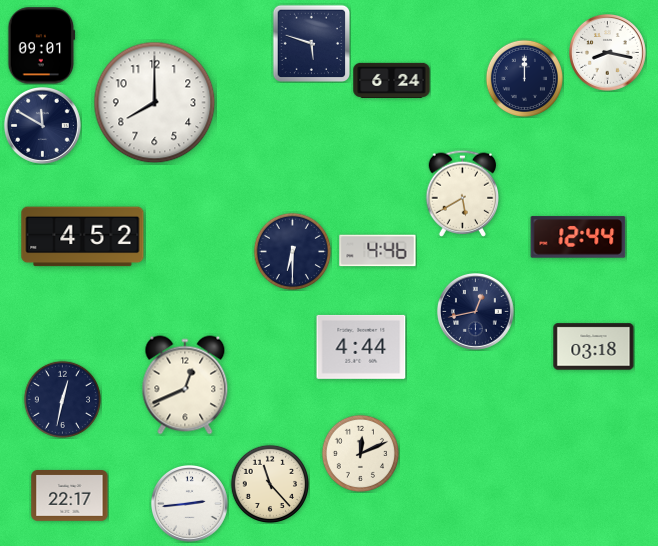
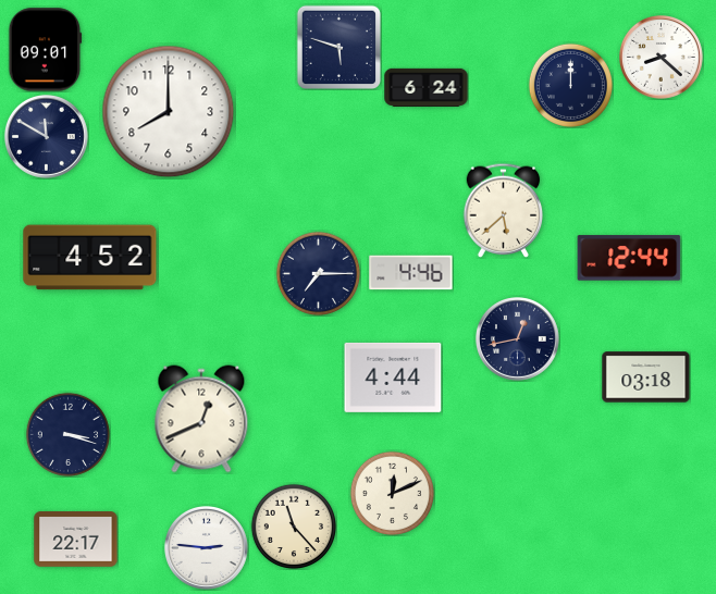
clock at (608, 53): 8:17 -> 8:22
clock at (463, 193): 5:40 -> 5:38
clock at (292, 251): 6:30 -> 7:15
clock at (62, 399): 12:32 -> 3:18
clock at (190, 504): 2:44 -> 2:46
